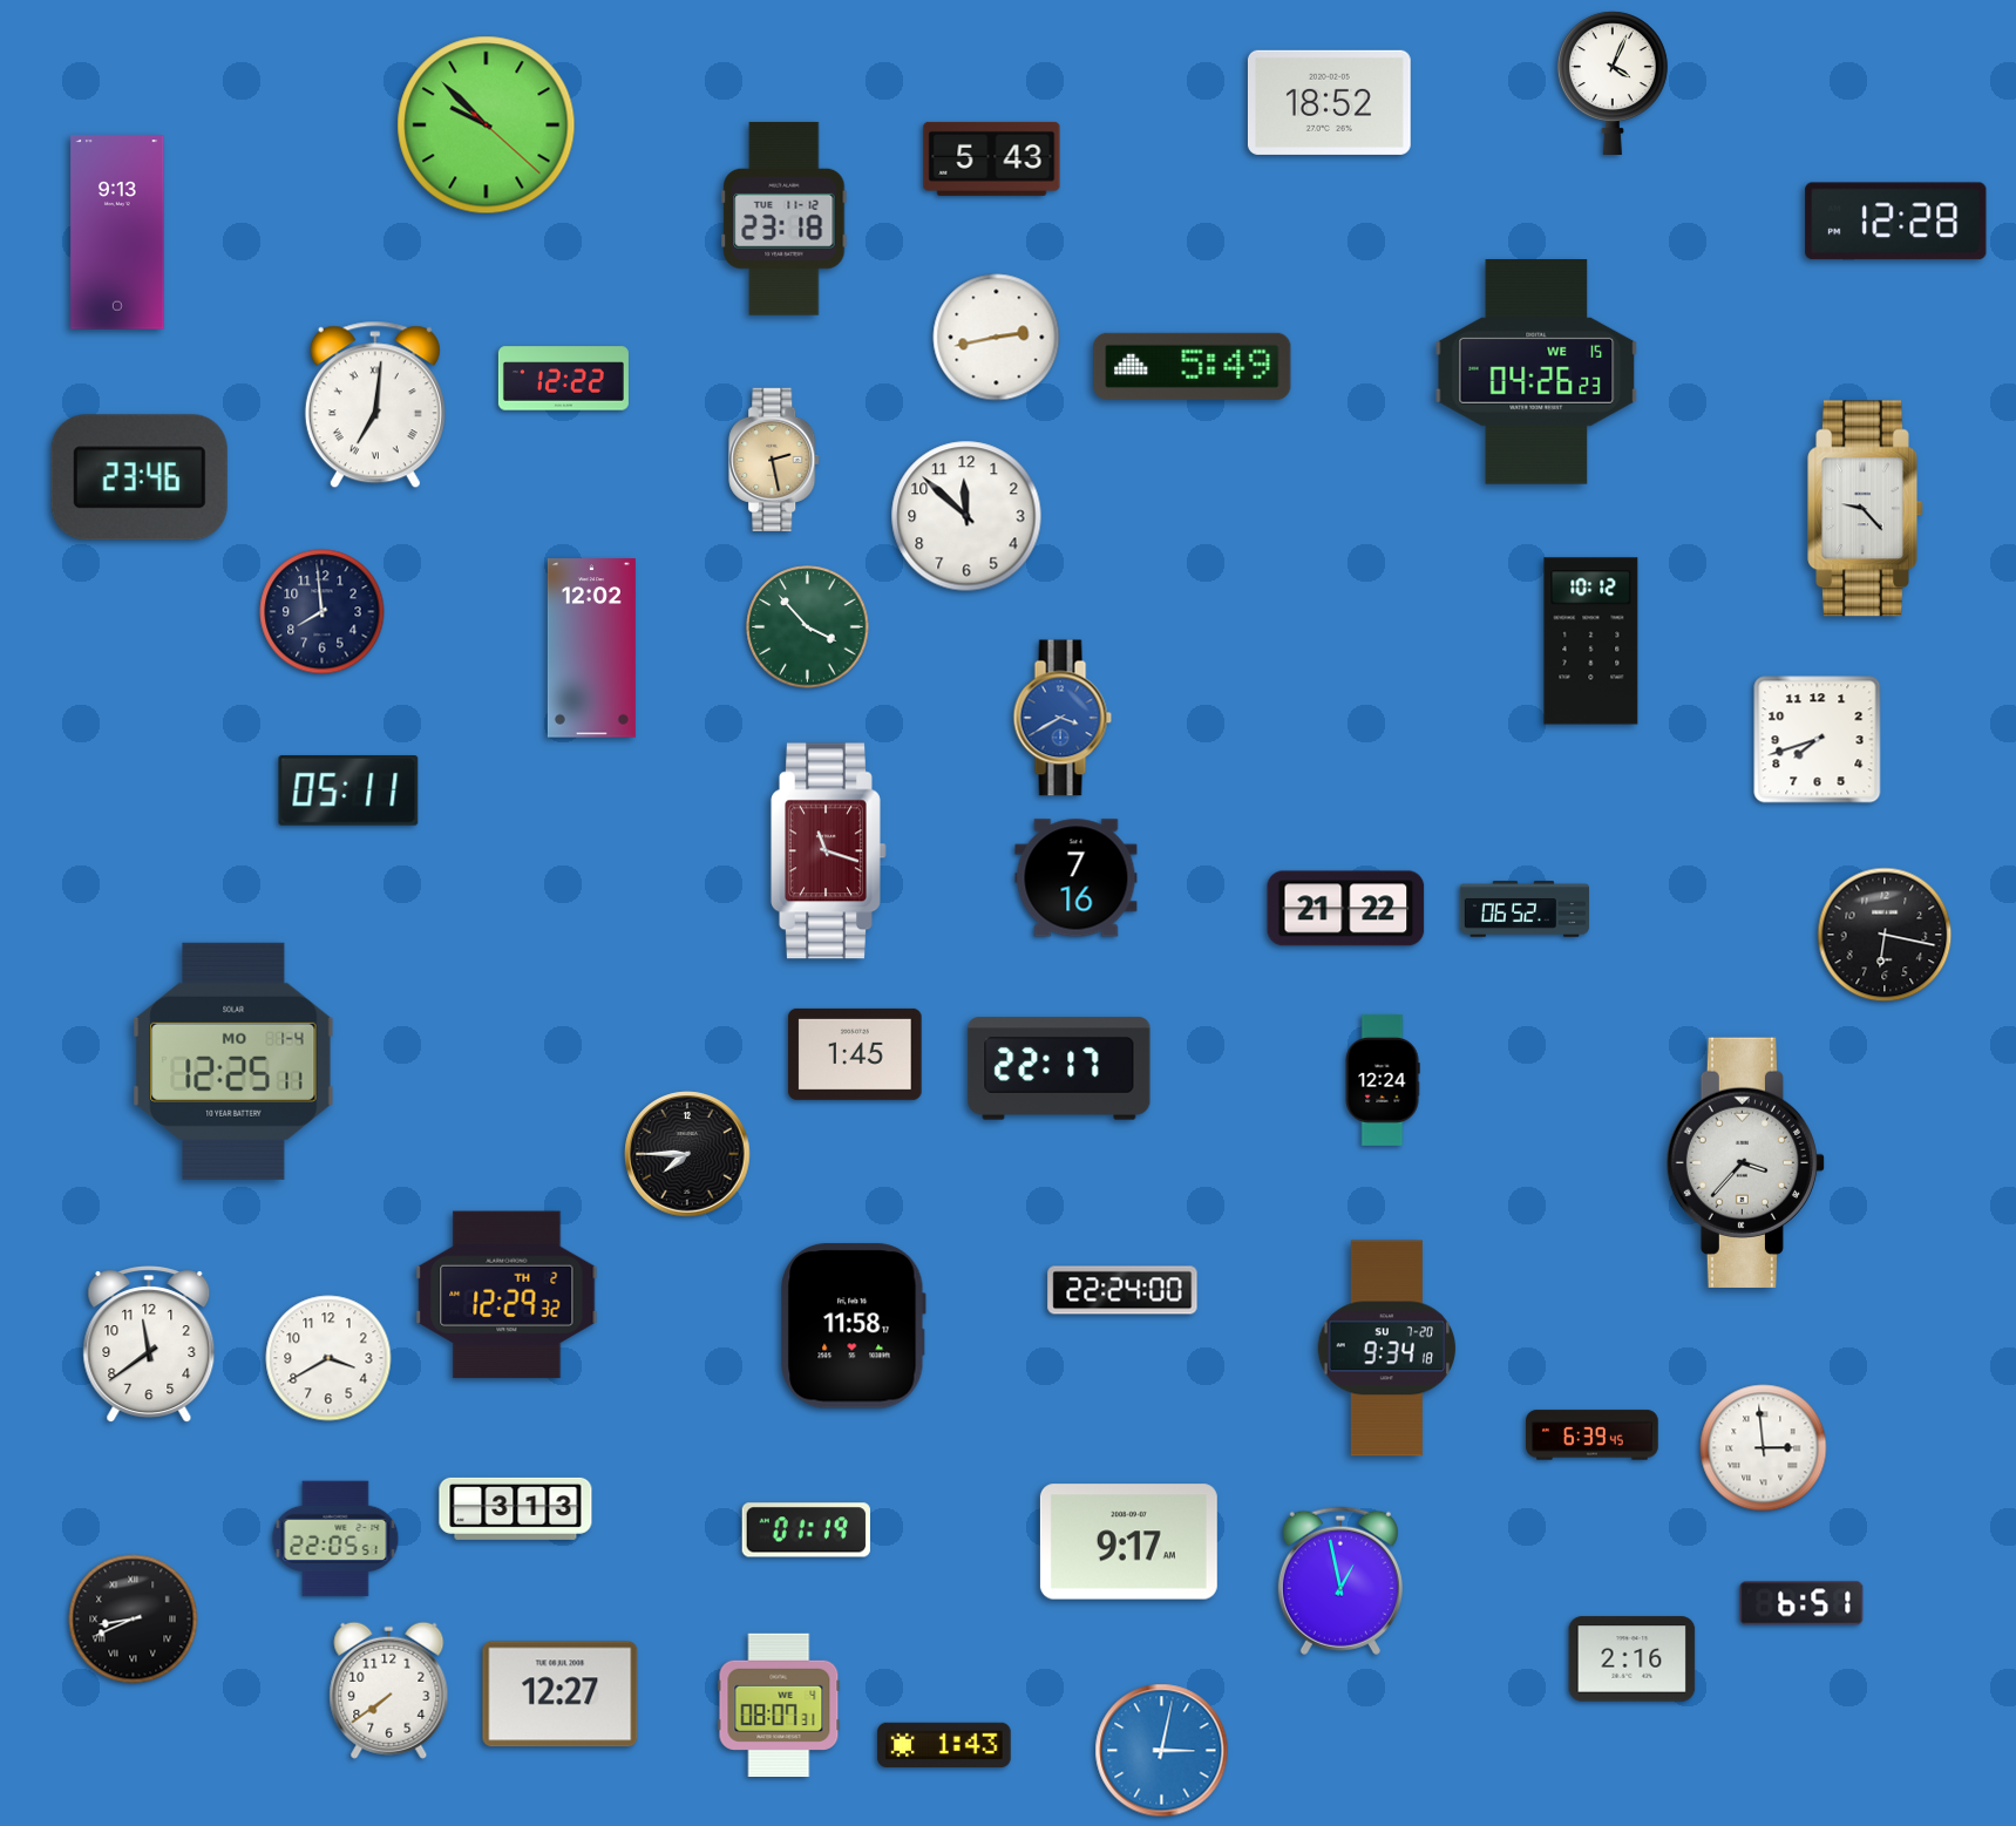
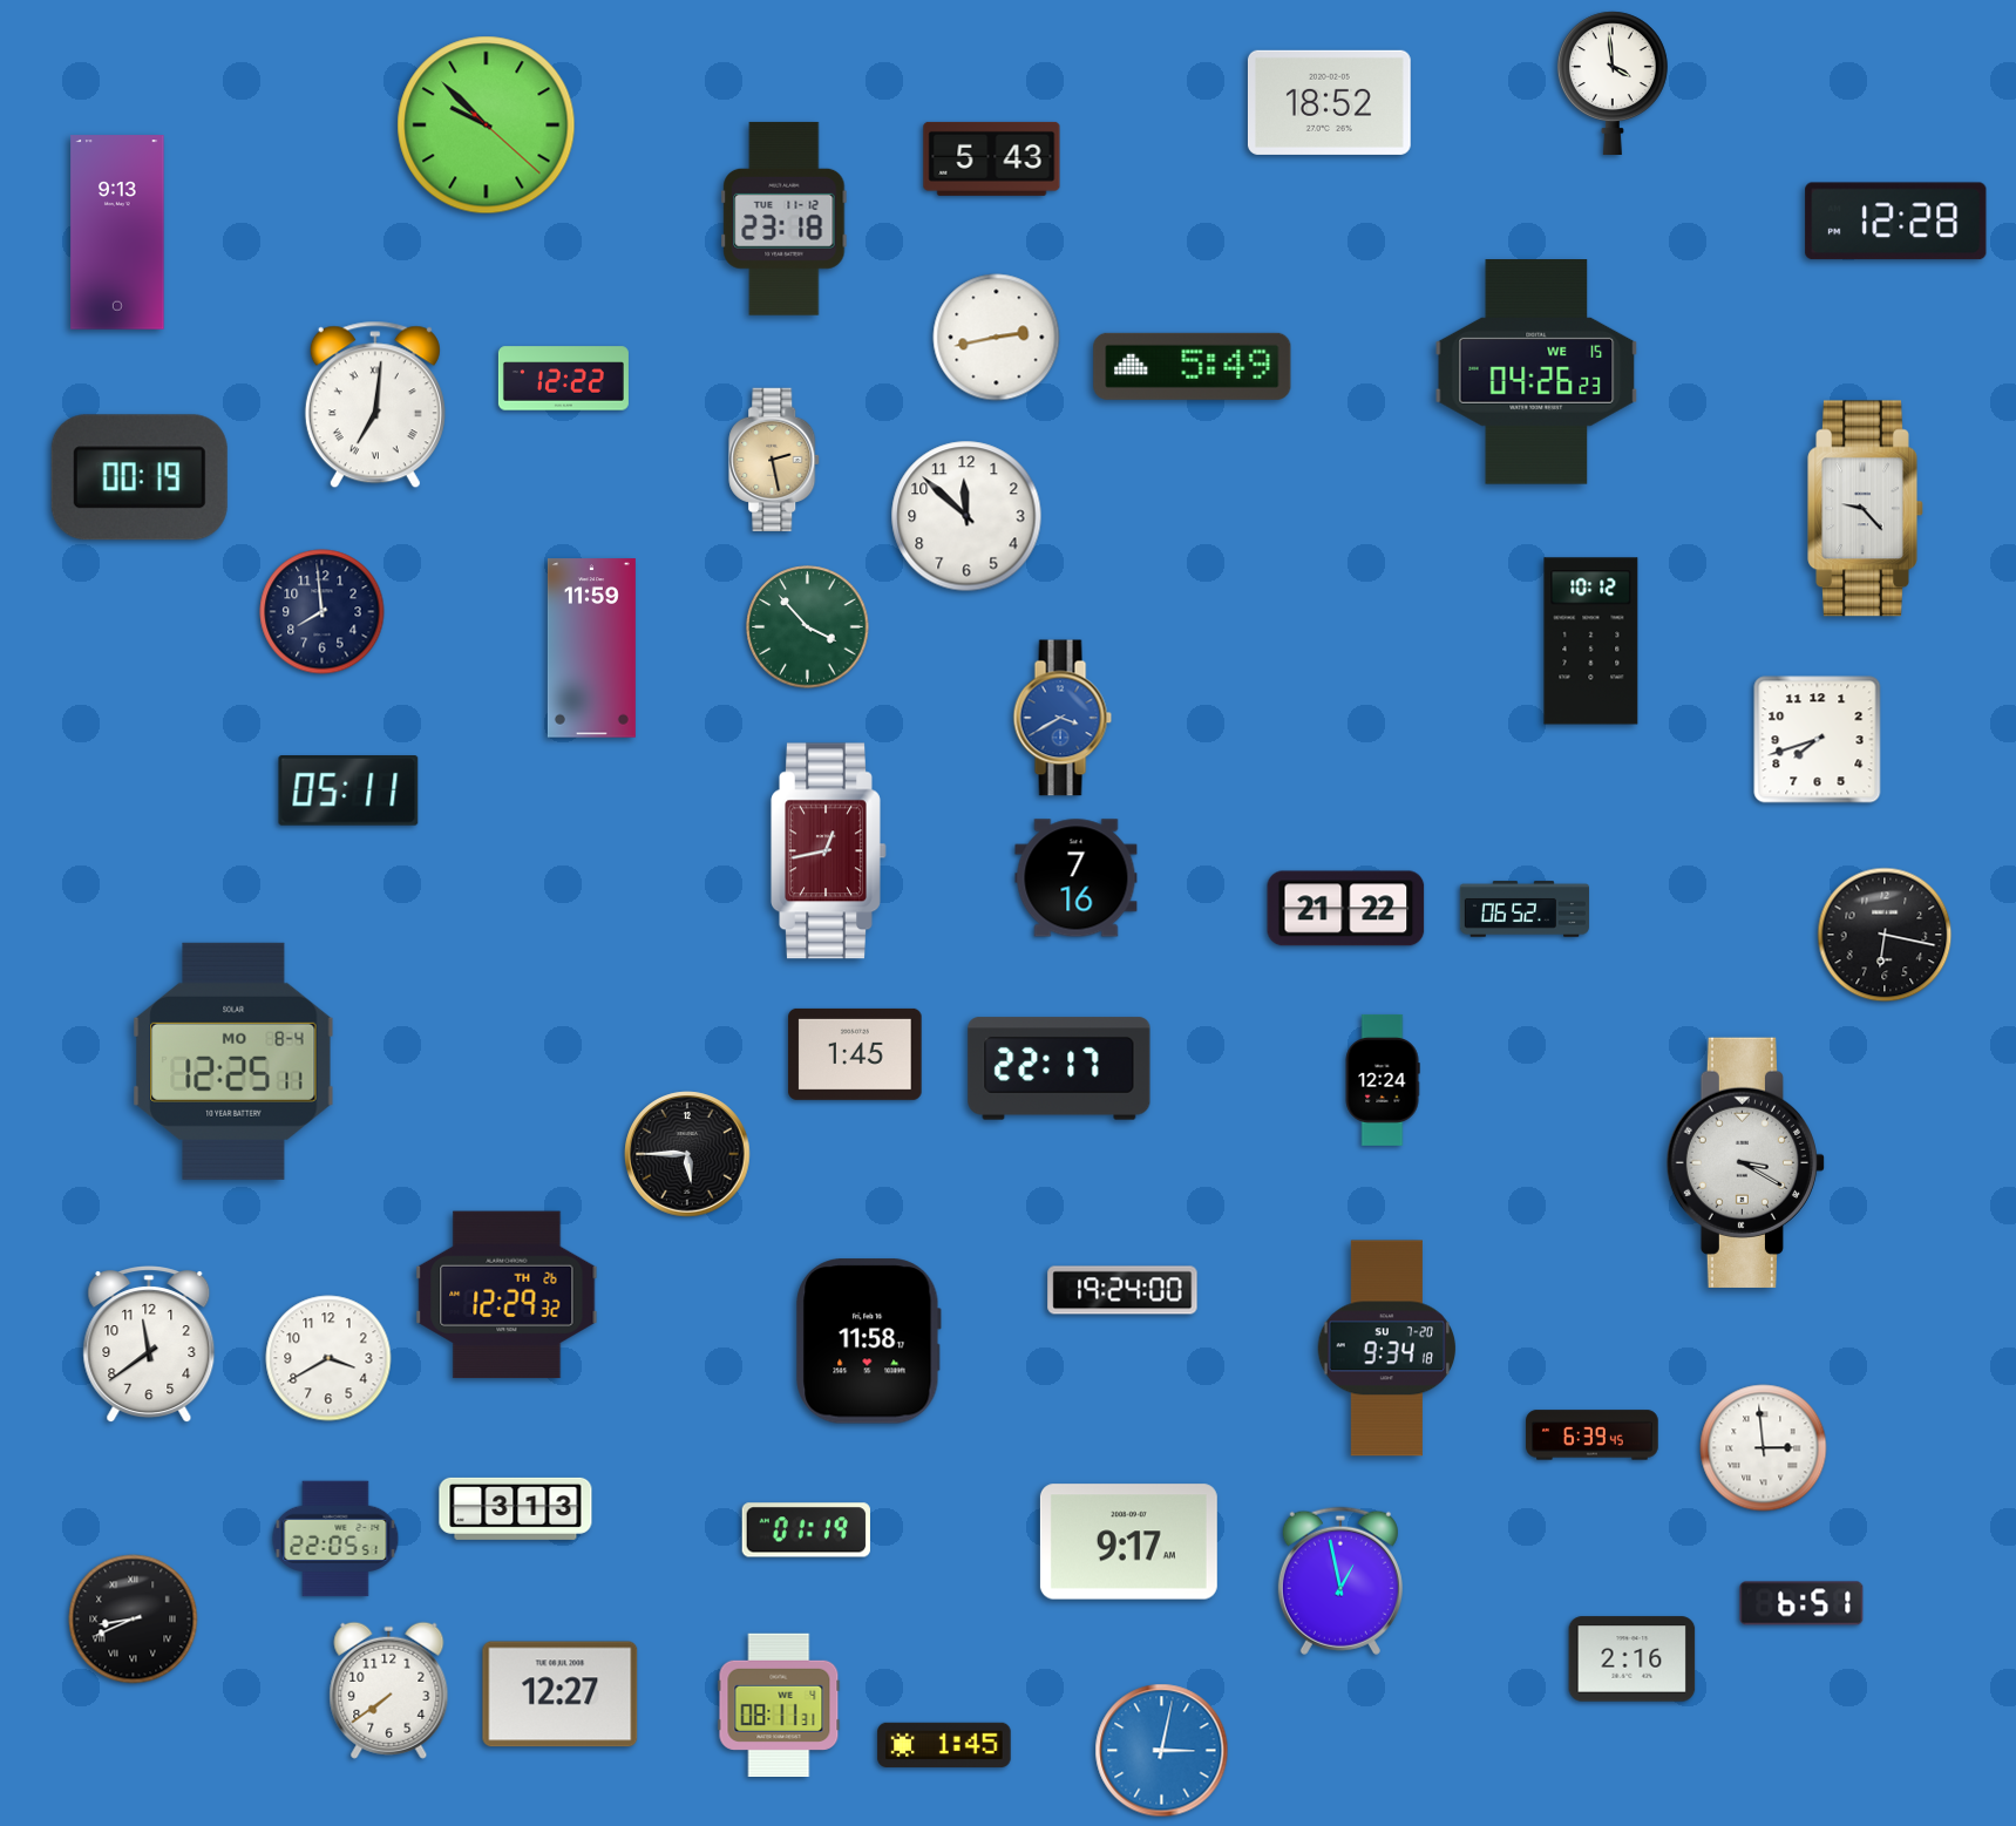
clock at (1613, 82): 4:04 -> 3:59
clock at (140, 477): 23:46 -> 00:19
clock at (591, 649): 12:02 -> 11:59
clock at (829, 851): 11:18 -> 12:43
clock at (233, 1061) date: MO 1-4 -> MO 8-4
clock at (687, 1154): 7:45 -> 5:45
clock at (1745, 1162): 3:37 -> 3:20
clock at (1122, 1290): 22:24 -> 19:24
clock at (507, 1295) date: TH 2 -> TH 26
clock at (854, 1326) position: (854, 1326) -> (869, 1342)
clock at (779, 1704): 08:07 -> 08:11
clock at (944, 1745): 1:43 -> 1:45
